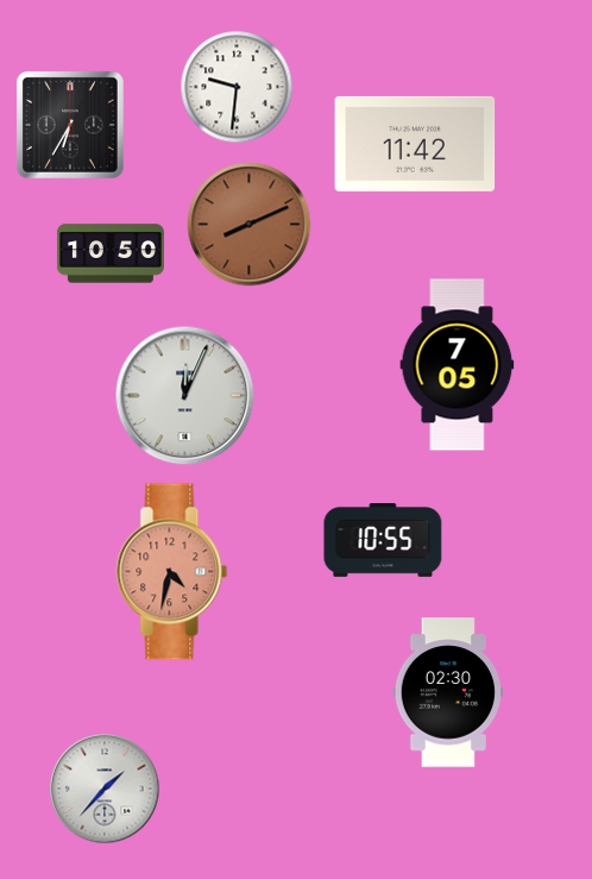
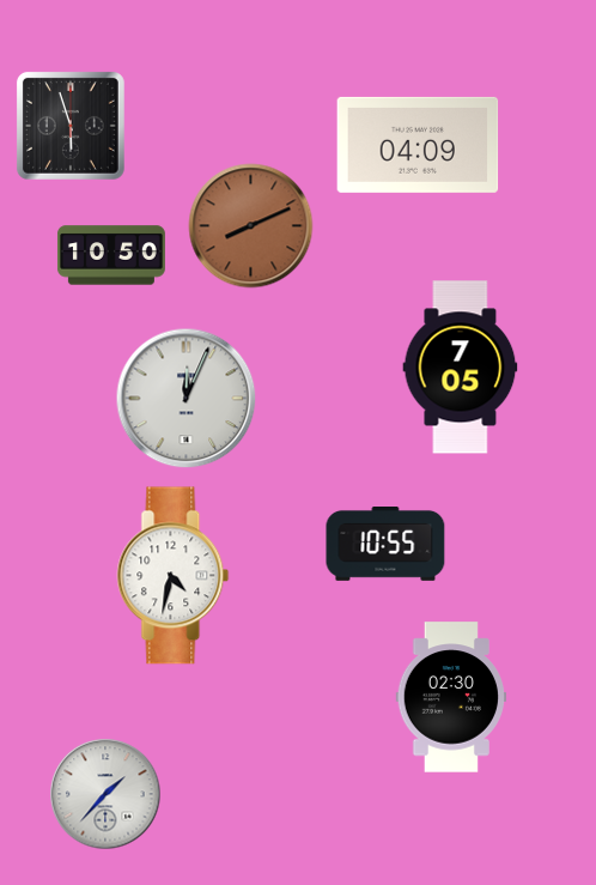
clock at (237, 87): 9:31 -> none
clock at (70, 125): 6:35 -> 5:57
clock at (415, 144): 11:42 -> 04:09
clock at (172, 572) dial: salmon -> white
